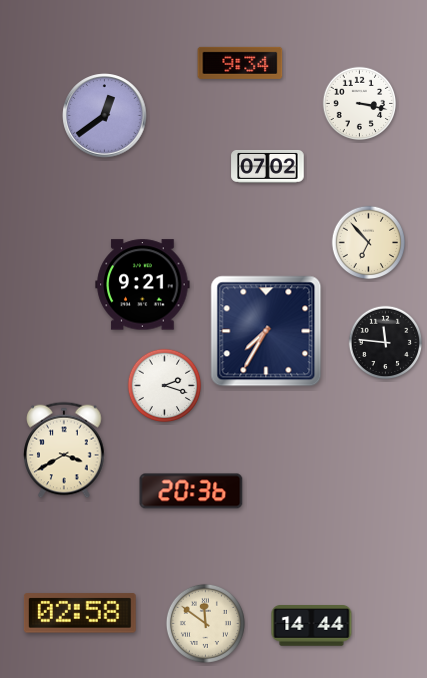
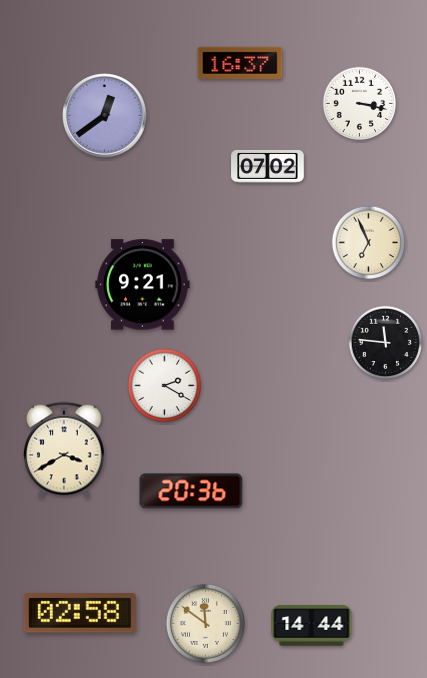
clock at (240, 63): 9:34 -> 16:37
clock at (369, 243): 6:53 -> 6:56
clock at (266, 331): 7:35 -> none
clock at (165, 386): 2:18 -> 2:20
